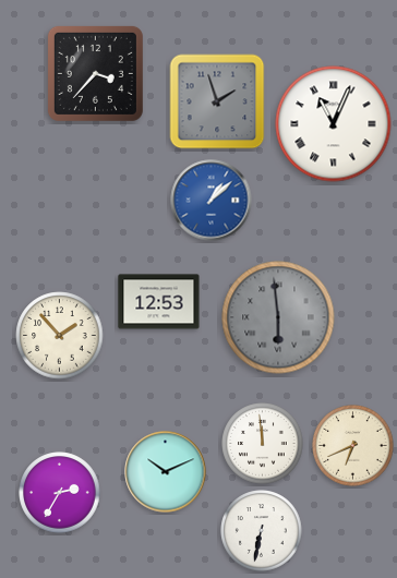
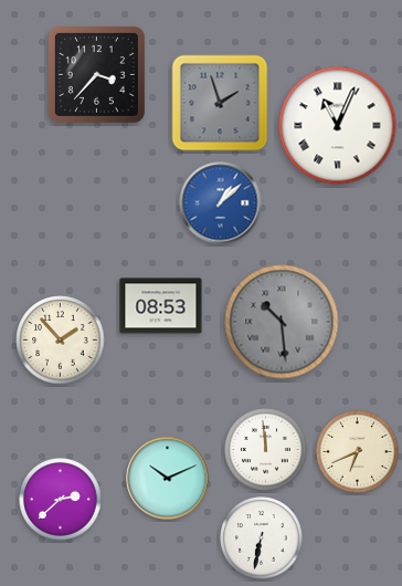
clock at (212, 201) position: (212, 201) -> (221, 203)
clock at (159, 302): 12:53 -> 08:53
clock at (278, 317): 5:59 -> 10:29
clock at (60, 493): 2:35 -> 2:38
clock at (262, 531) position: (262, 531) -> (262, 538)
